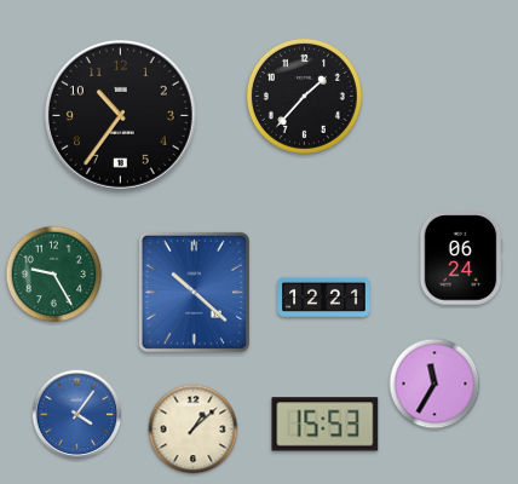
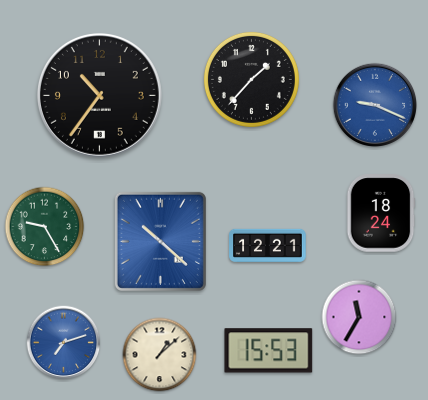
clock at (374, 104): none -> 9:19
clock at (461, 258): 06:24 -> 18:24
clock at (77, 415): 4:06 -> 7:12
